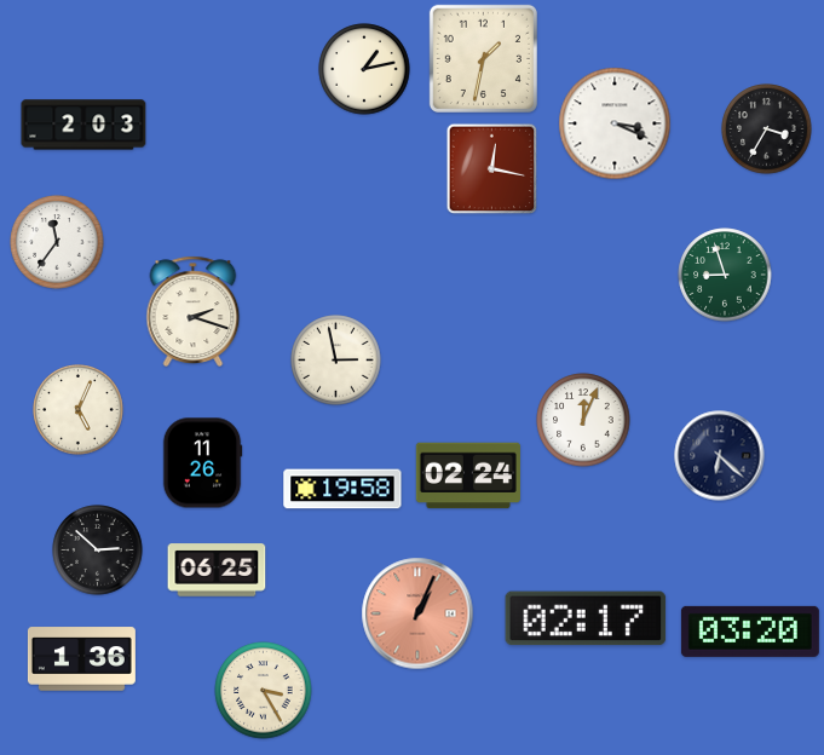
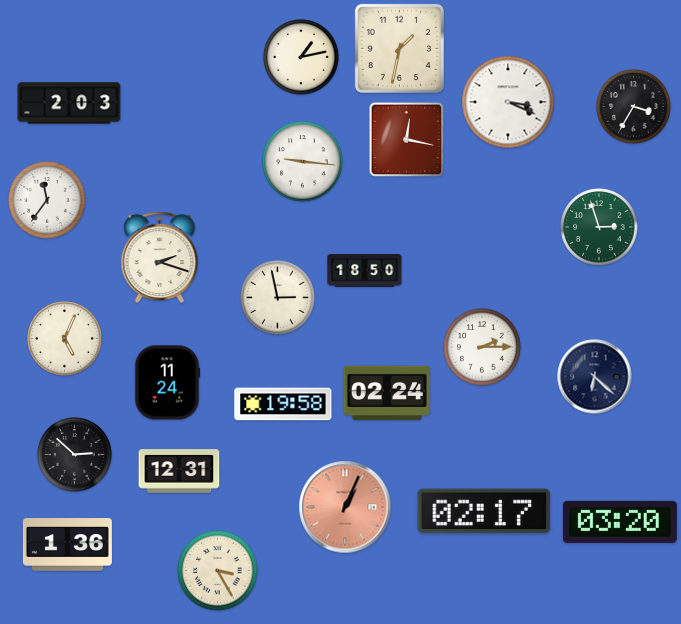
clock at (303, 162): none -> 9:16
clock at (725, 275): 8:57 -> 2:57
clock at (365, 271): none -> 18:50
clock at (583, 420): 12:04 -> 2:15
clock at (202, 463): 11:26 -> 11:24
clock at (98, 551) position: (98, 551) -> (75, 455)
clock at (217, 570): 06:25 -> 12:31
